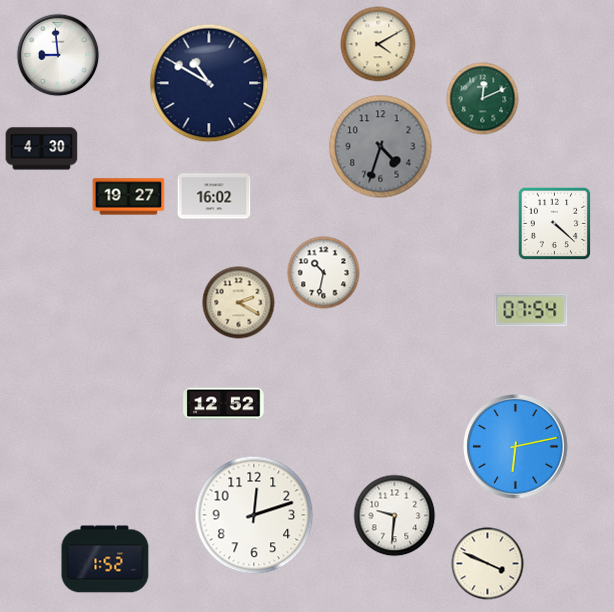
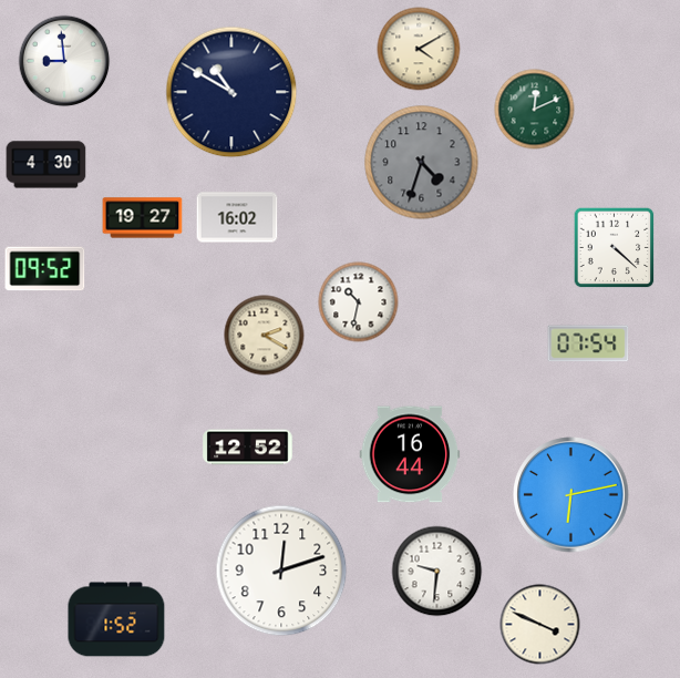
clock at (45, 269): none -> 09:52
clock at (410, 454): none -> 16:44
